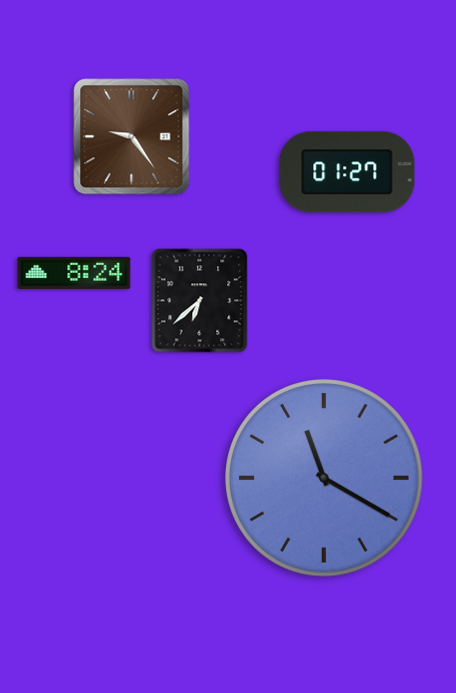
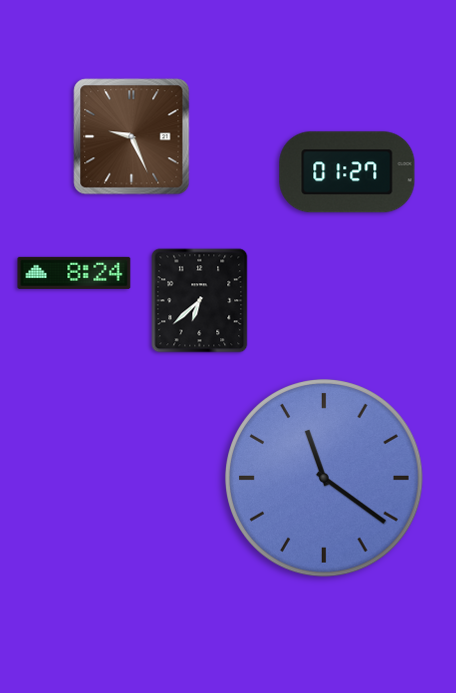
clock at (132, 137): 9:24 -> 9:26
clock at (324, 478): 11:20 -> 11:21
